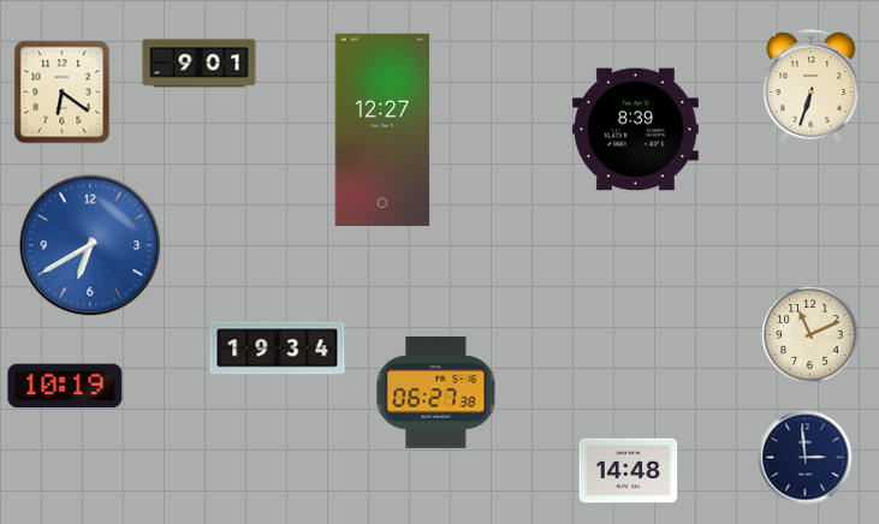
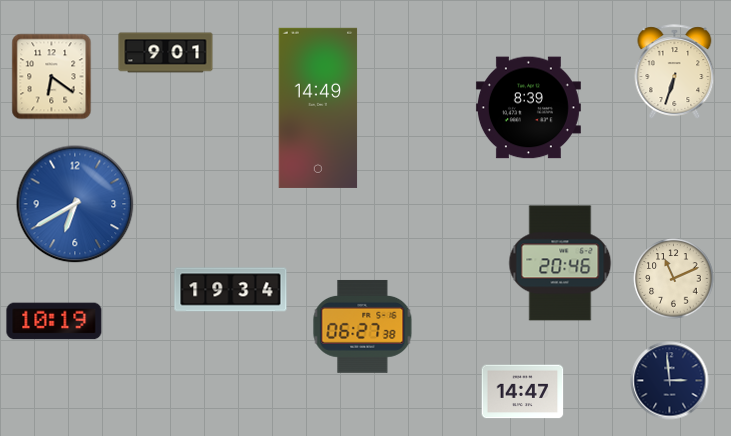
clock at (382, 130): 12:27 -> 14:49
clock at (560, 263): none -> 20:46
clock at (629, 471): 14:48 -> 14:47
